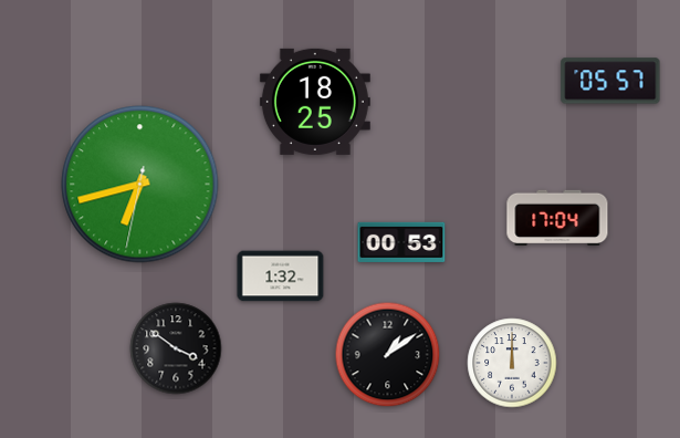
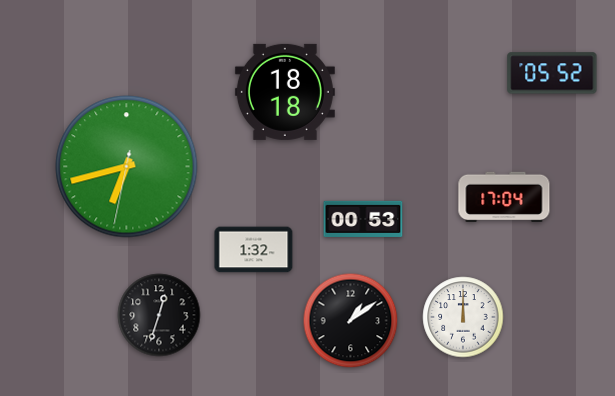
clock at (610, 81): 05:57 -> 05:52
clock at (315, 102): 18:25 -> 18:18
clock at (176, 348): 3:51 -> 12:33
clock at (512, 363) position: (512, 363) -> (463, 317)
